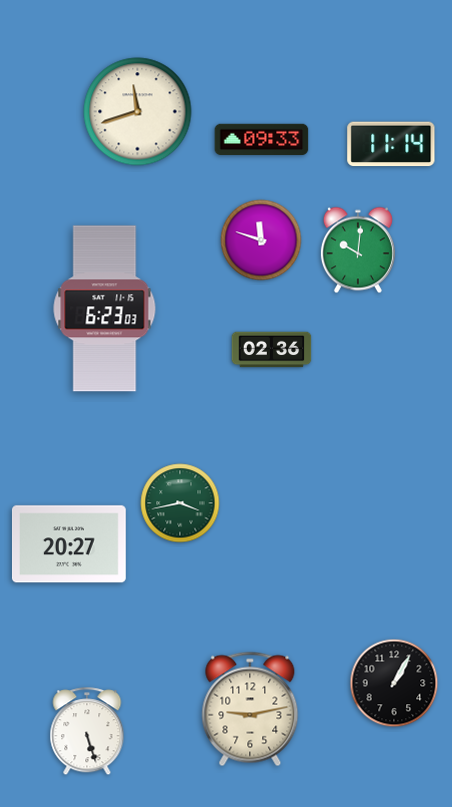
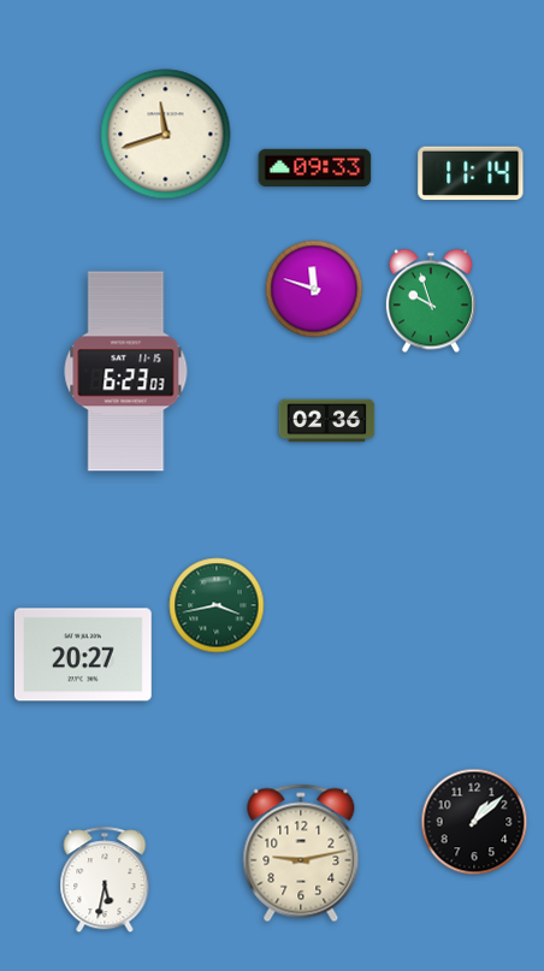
clock at (358, 250): 10:01 -> 9:57
clock at (394, 683): 1:05 -> 1:08
clock at (87, 732): 5:27 -> 5:32
